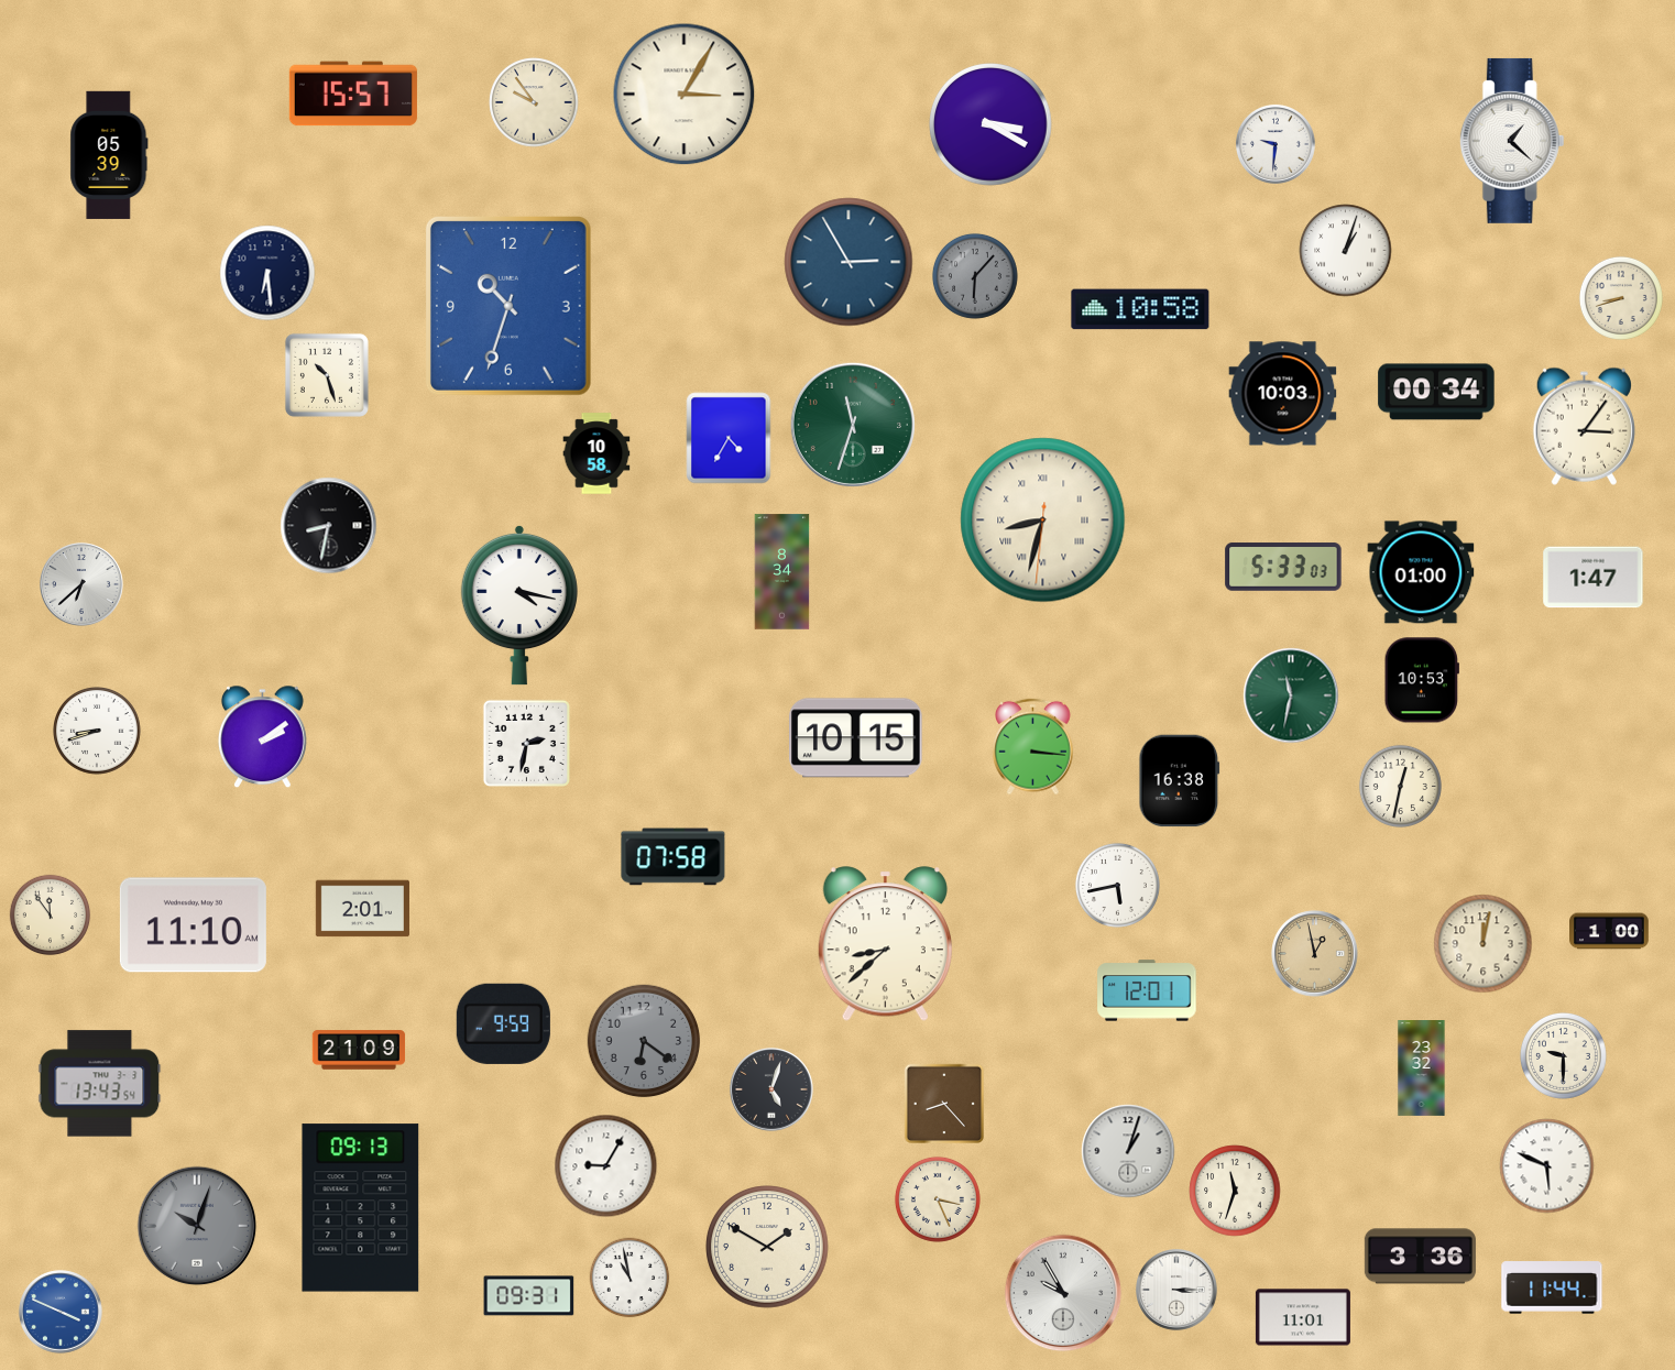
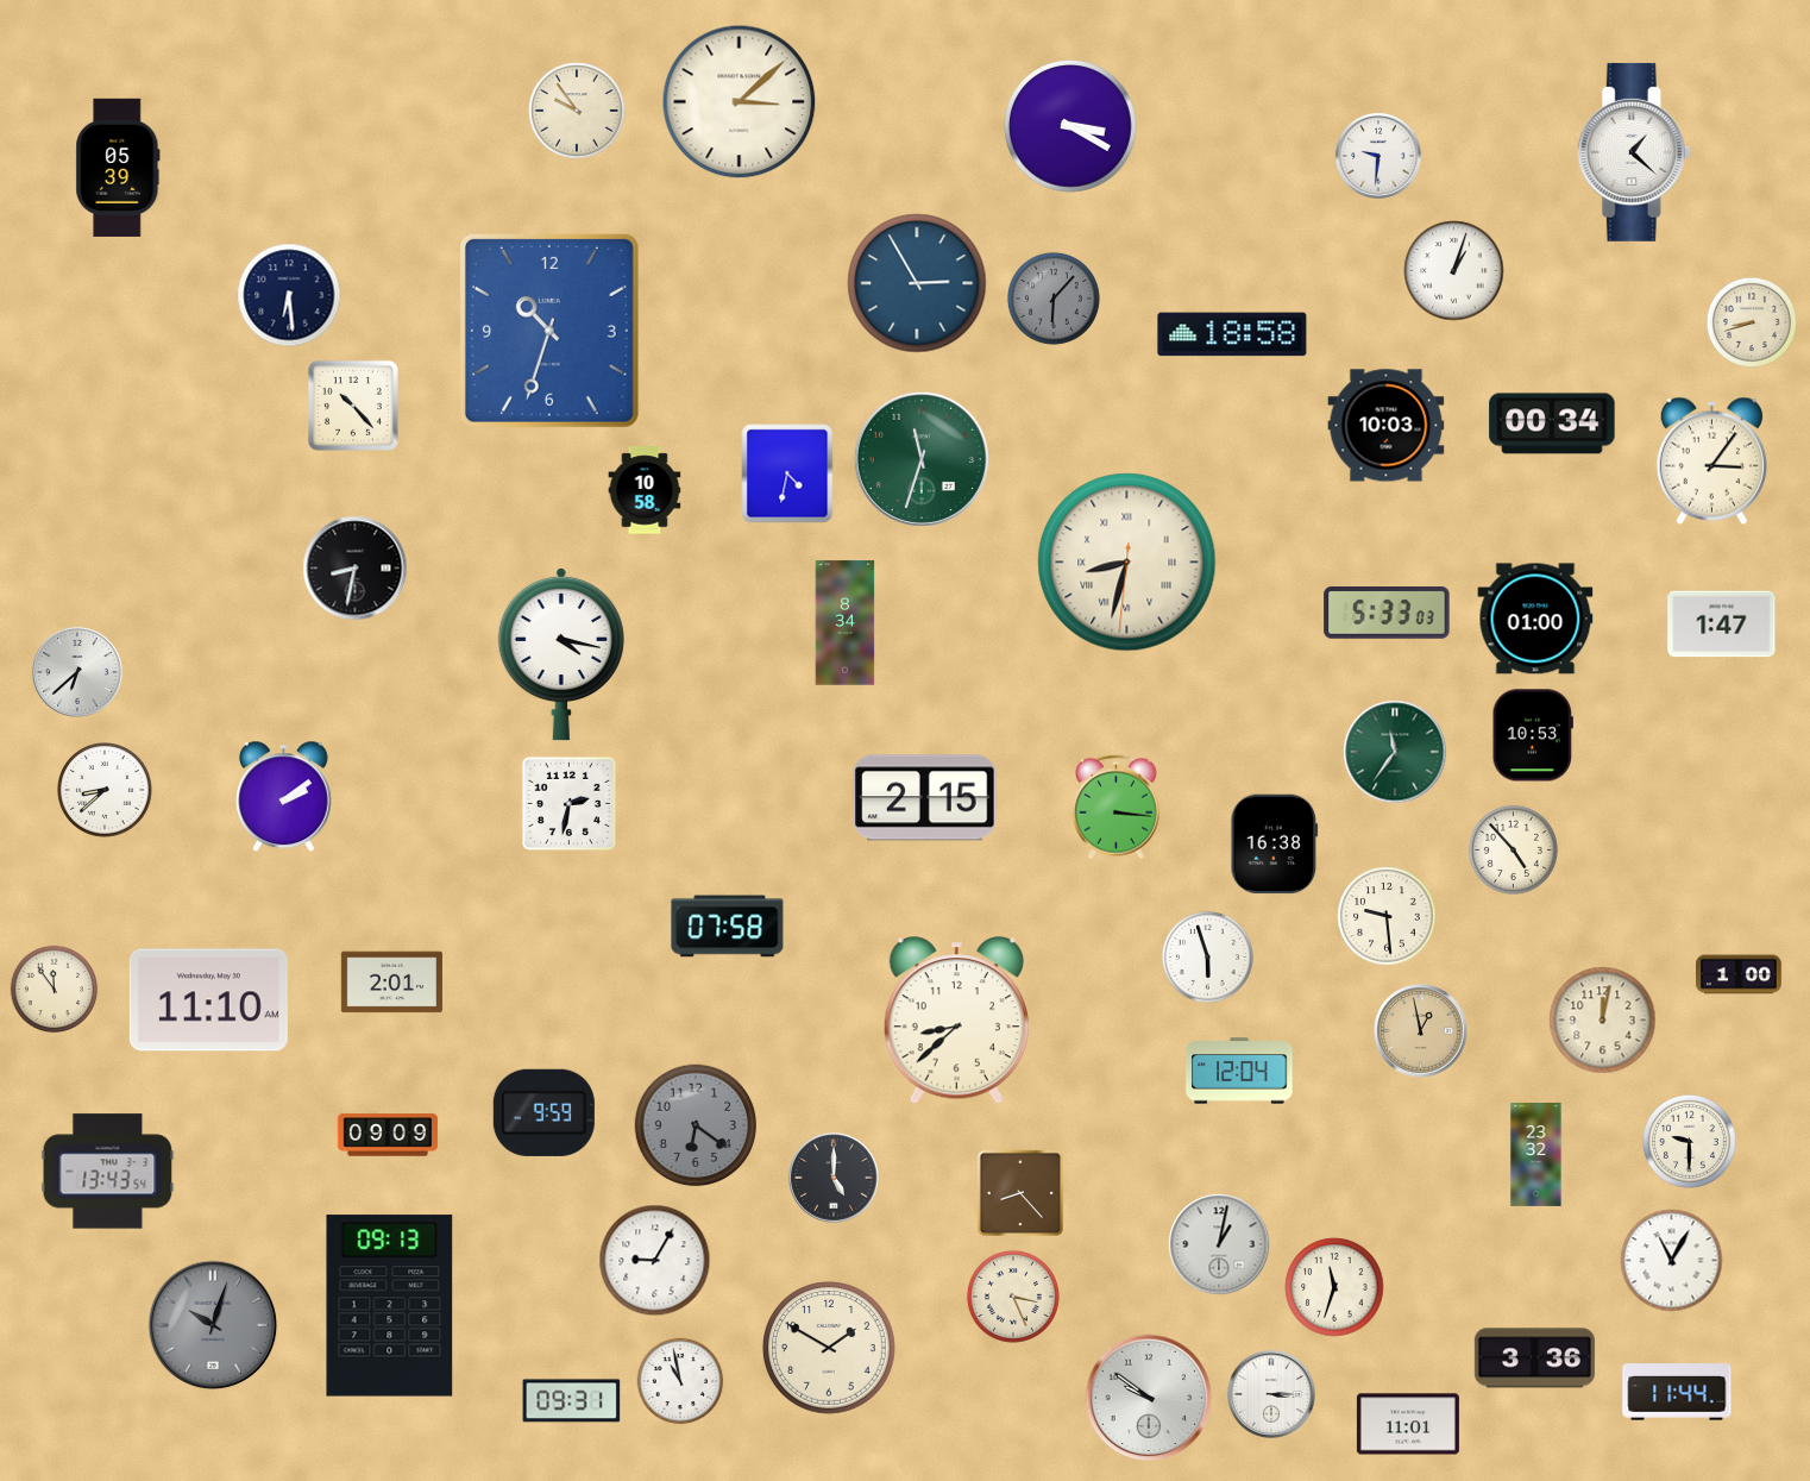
clock at (353, 94): 15:57 -> none
clock at (685, 95): 3:05 -> 3:08
clock at (990, 124) position: (990, 124) -> (1070, 126)
clock at (1140, 309): 10:58 -> 18:58
clock at (327, 375): 10:27 -> 10:23
clock at (729, 438): 4:35 -> 4:32
clock at (782, 572) position: (782, 572) -> (846, 623)
clock at (81, 584) position: (81, 584) -> (77, 672)
clock at (1422, 680) position: (1422, 680) -> (1533, 735)
clock at (1291, 695): 11:32 -> 11:36
clock at (98, 732): 8:42 -> 8:38
clock at (856, 738): 10:15 -> 2:15
clock at (1400, 786): 12:32 -> 4:53
clock at (1387, 916): none -> 9:29
clock at (1117, 885): 5:43 -> 5:57
clock at (1610, 931) position: (1610, 931) -> (1740, 974)
clock at (1147, 990): 12:01 -> 12:04
clock at (503, 1023) position: (503, 1023) -> (543, 1112)
clock at (359, 1050): 21:09 -> 09:09
clock at (771, 1089): 5:03 -> 5:00
clock at (1128, 1151): 1:03 -> 1:02
clock at (1547, 1166): 5:49 -> 11:05
clock at (1063, 1293): 9:55 -> 9:51
clock at (61, 1312): 3:49 -> none
